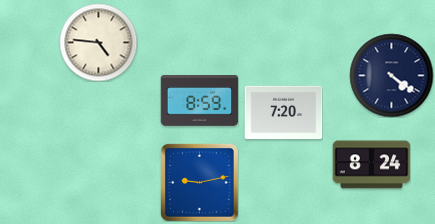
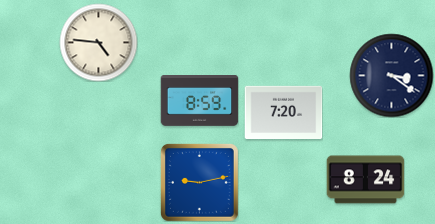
clock at (391, 75): 4:21 -> 3:21
clock at (371, 165) position: (371, 165) -> (365, 180)
